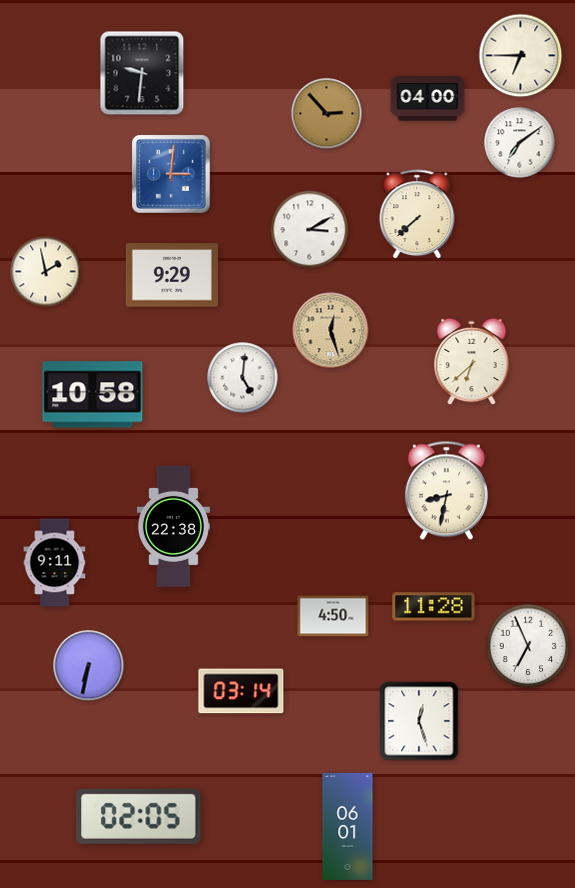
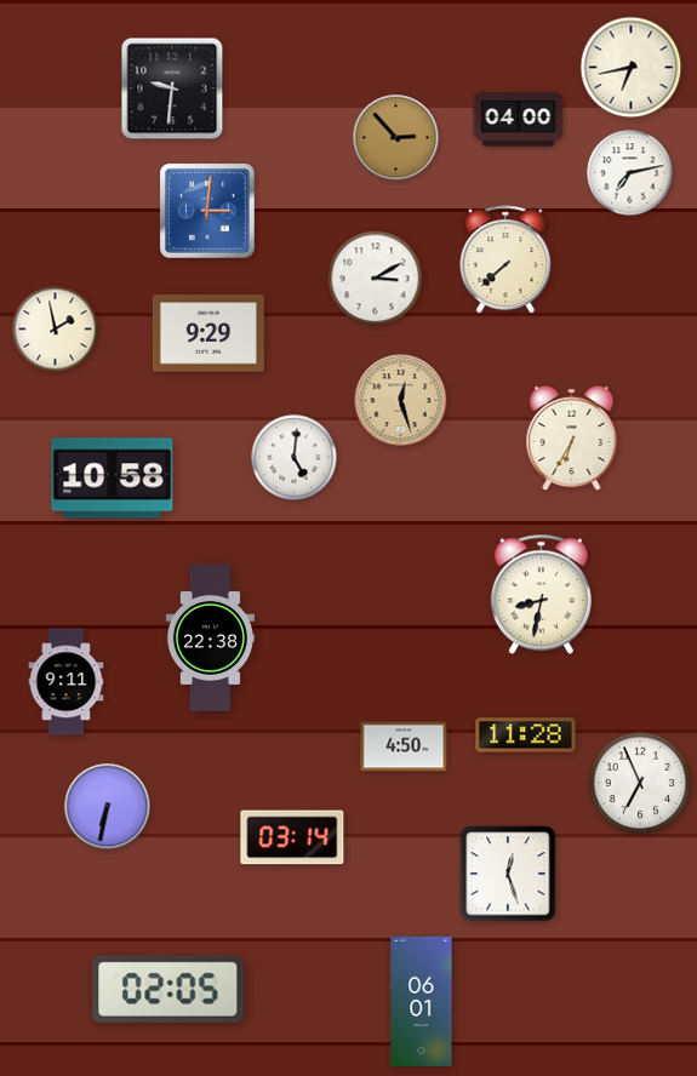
clock at (521, 56): 6:45 -> 6:43
clock at (520, 143): 7:09 -> 7:13
clock at (472, 362): 6:38 -> 6:35
